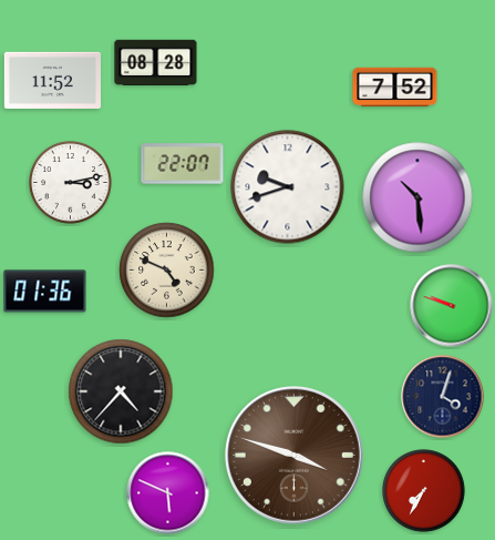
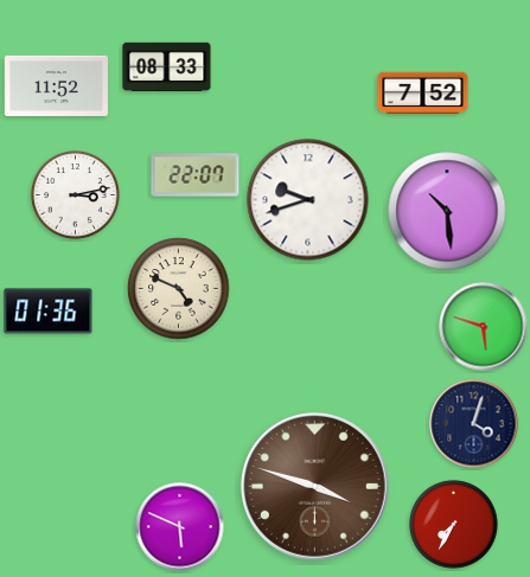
clock at (156, 62): 08:28 -> 08:33
clock at (452, 306): 9:48 -> 5:48
clock at (121, 391): 4:37 -> none
